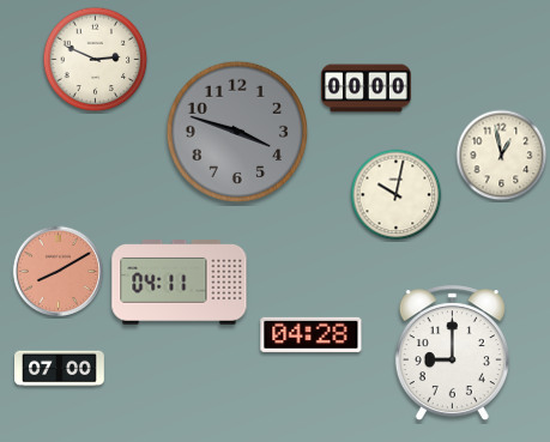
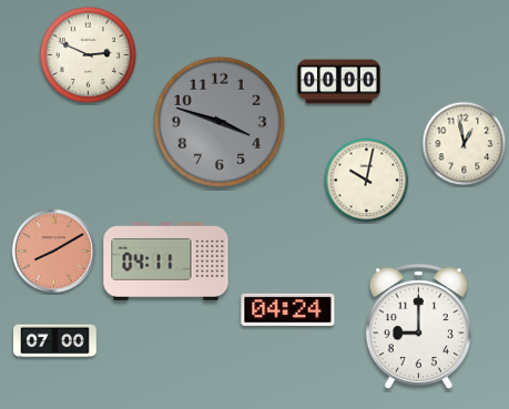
clock at (312, 334): 04:28 -> 04:24
